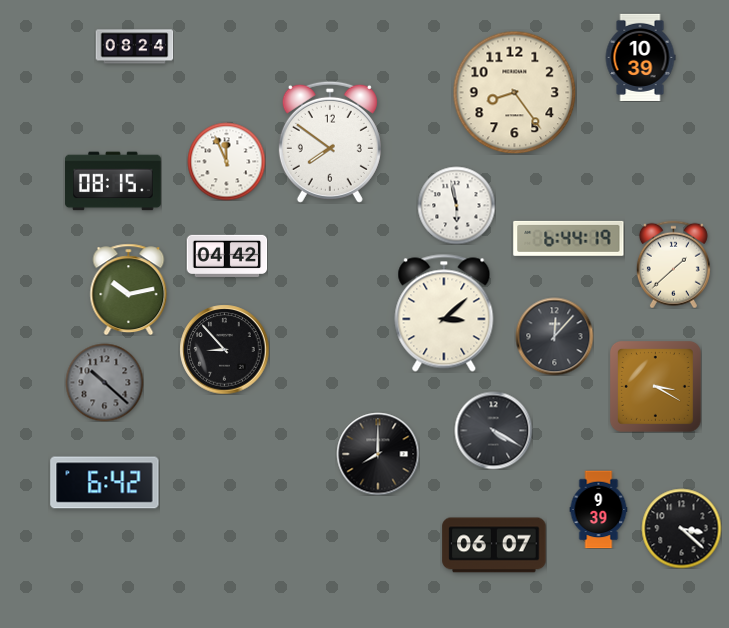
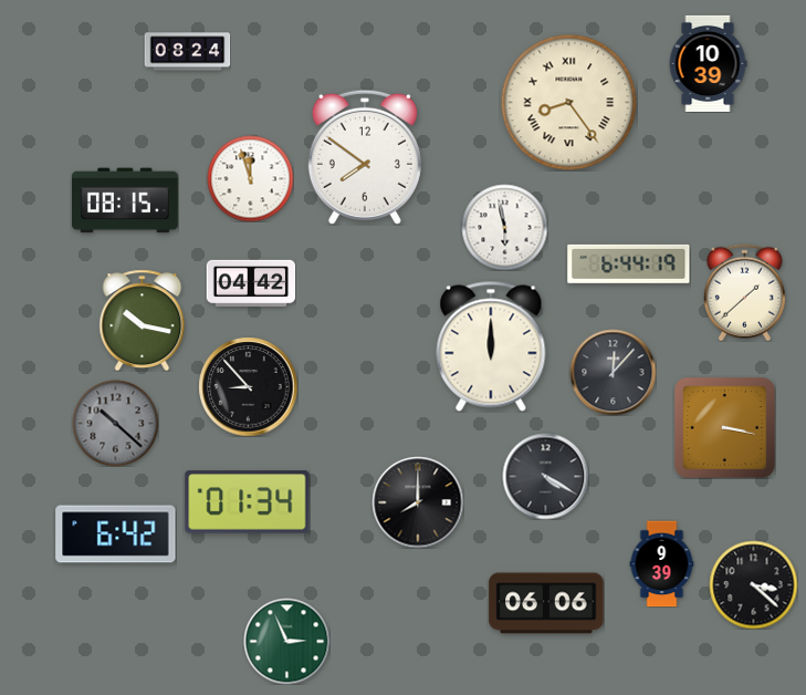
clock at (134, 47) position: (134, 47) -> (187, 52)
clock at (514, 92) numerals: Arabic -> Roman
clock at (226, 161): 11:56 -> 11:57
clock at (129, 289): 10:13 -> 10:17
clock at (444, 313): 3:08 -> 12:00
clock at (655, 386): 3:20 -> 3:17
clock at (248, 502): none -> 01:34
clock at (494, 545): 06:07 -> 06:06
clock at (286, 641): none -> 2:56
